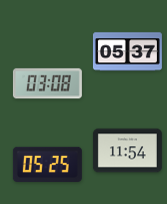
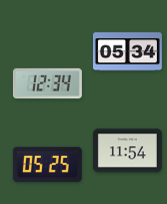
clock at (127, 52): 05:37 -> 05:34
clock at (47, 84): 03:08 -> 12:34
